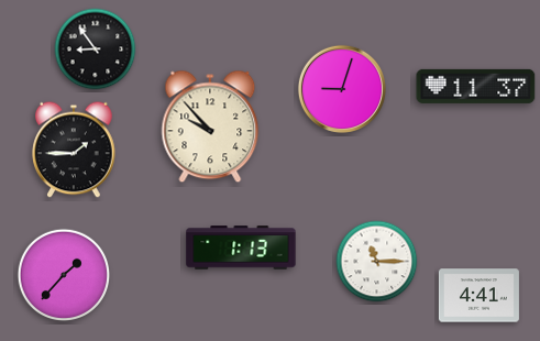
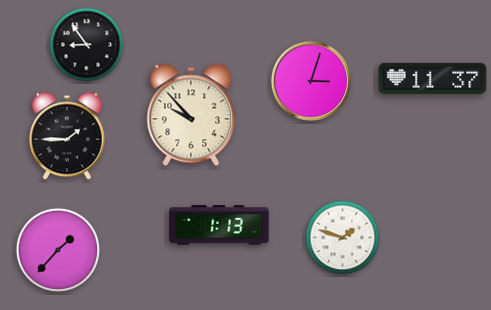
clock at (342, 89): 9:03 -> 3:03
clock at (377, 262): 11:15 -> 1:48
clock at (478, 296): 4:41 -> none
